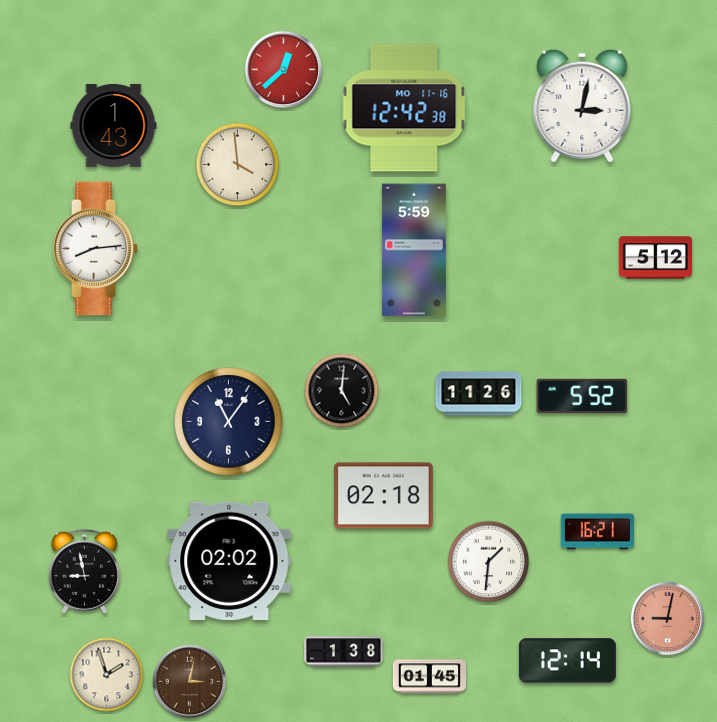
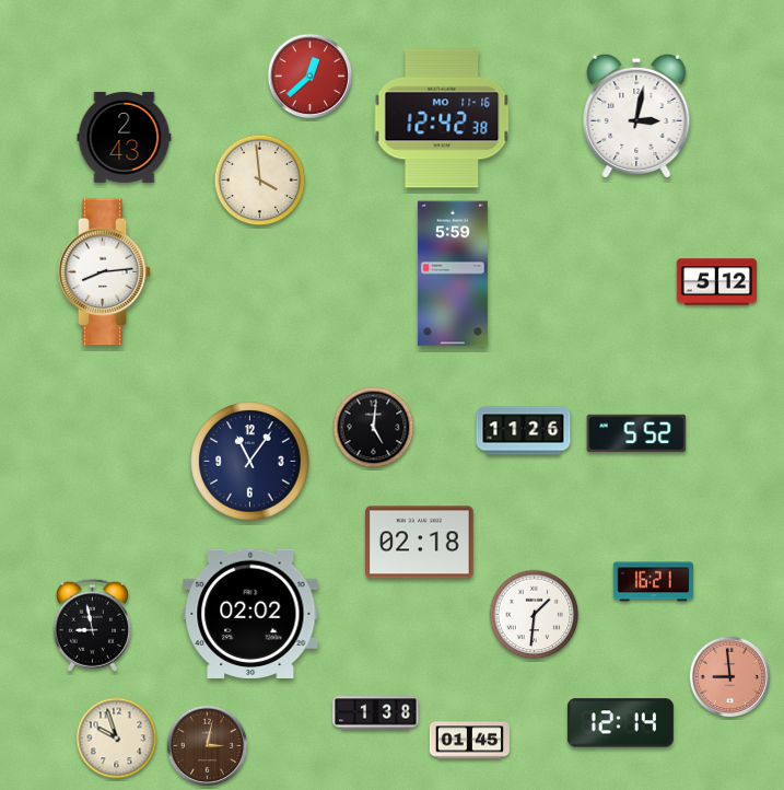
clock at (114, 125): 1:43 -> 2:43
clock at (668, 619): 9:02 -> 8:59
clock at (107, 675): 1:57 -> 9:57
